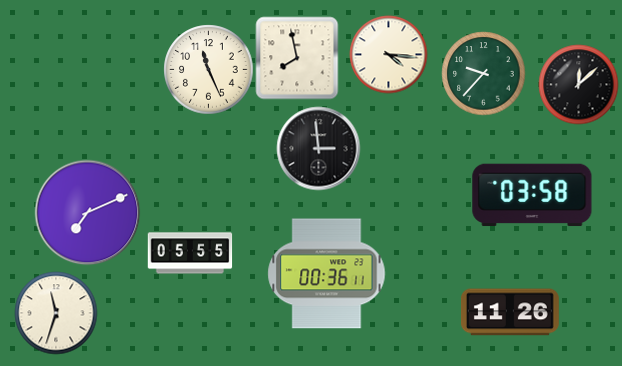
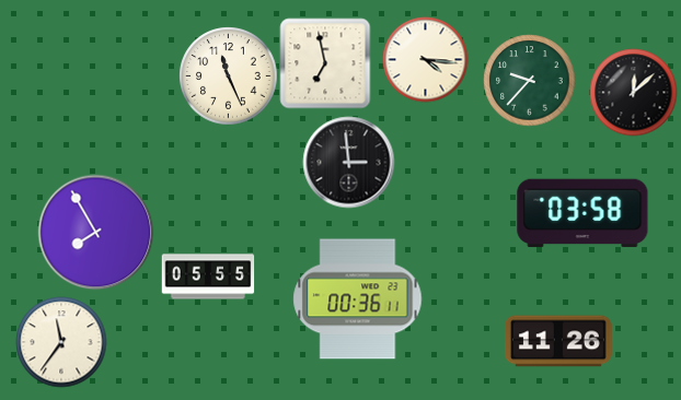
clock at (297, 58): 7:58 -> 6:58
clock at (87, 212): 7:11 -> 7:55
clock at (56, 313): 11:33 -> 11:36
